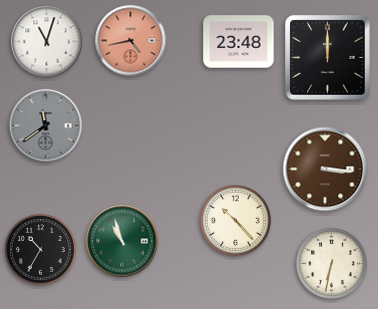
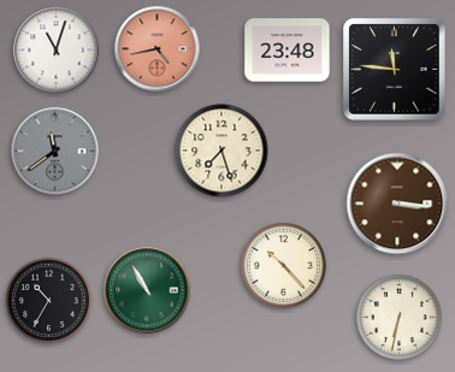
clock at (328, 58): 12:00 -> 11:46
clock at (221, 150): none -> 7:27
clock at (325, 169) position: (325, 169) -> (397, 203)
clock at (122, 241): 10:57 -> 10:55
